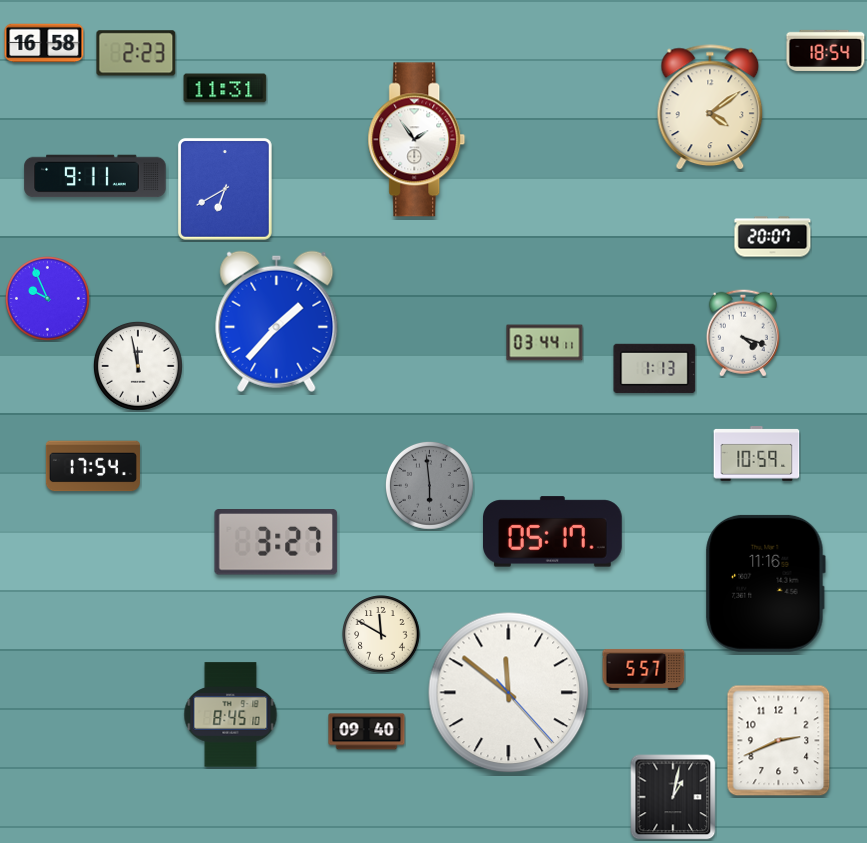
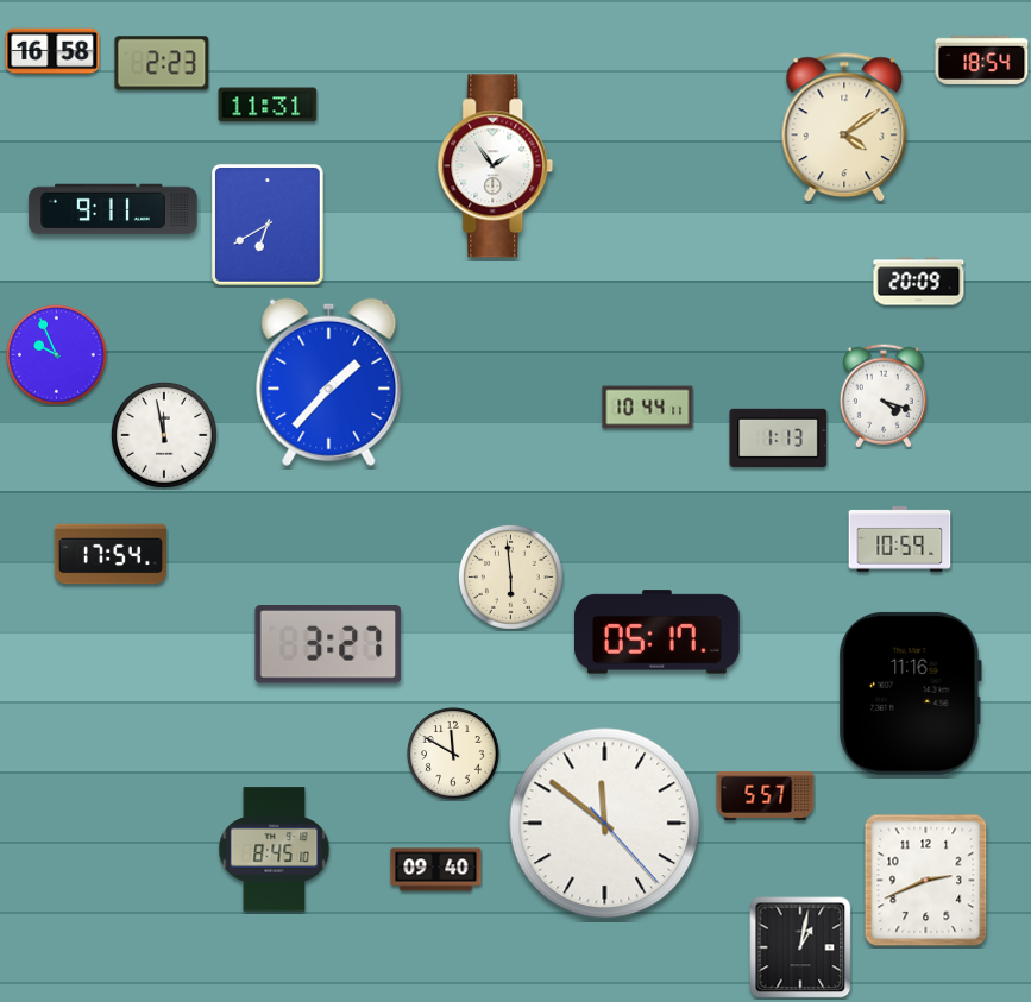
clock at (773, 237): 20:07 -> 20:09
clock at (545, 343): 03:44 -> 10:44
clock at (429, 485) dial: grey -> cream
